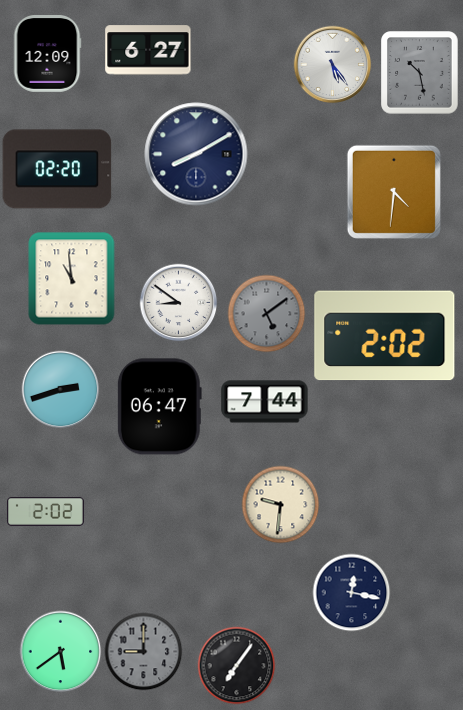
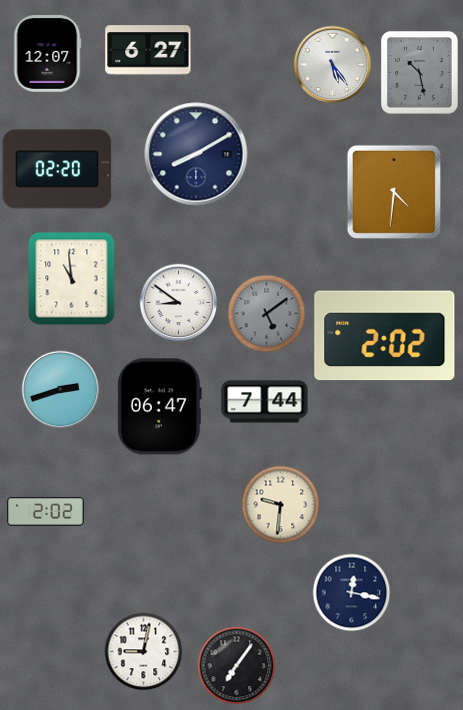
clock at (47, 54): 12:09 -> 12:07
clock at (60, 651): 5:39 -> none
clock at (143, 651): 9:00 -> 9:02
clock at (143, 651) dial: grey -> white
